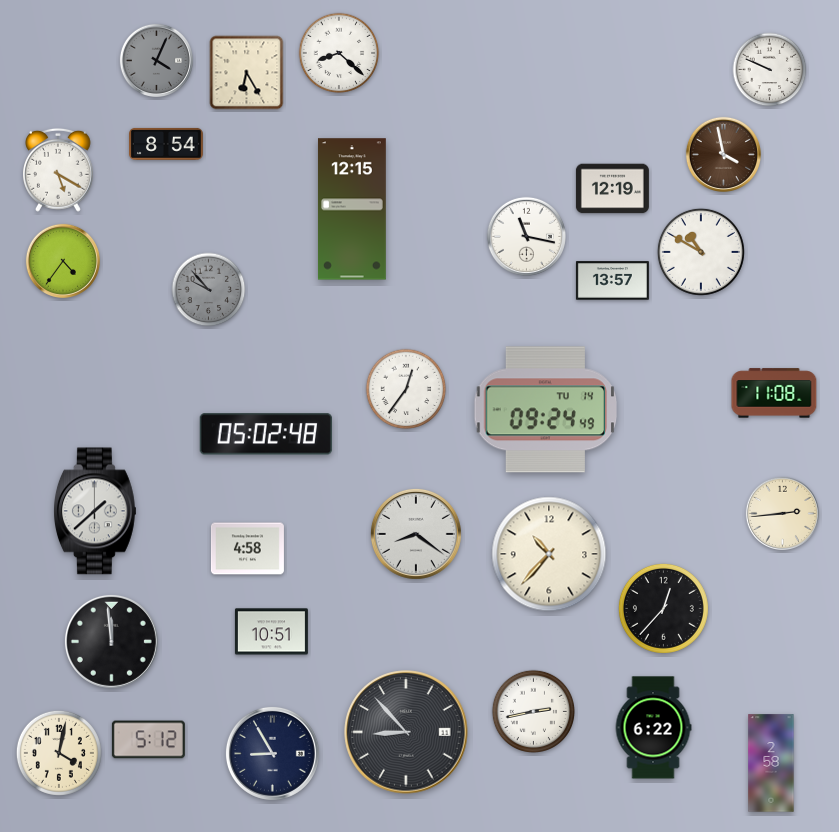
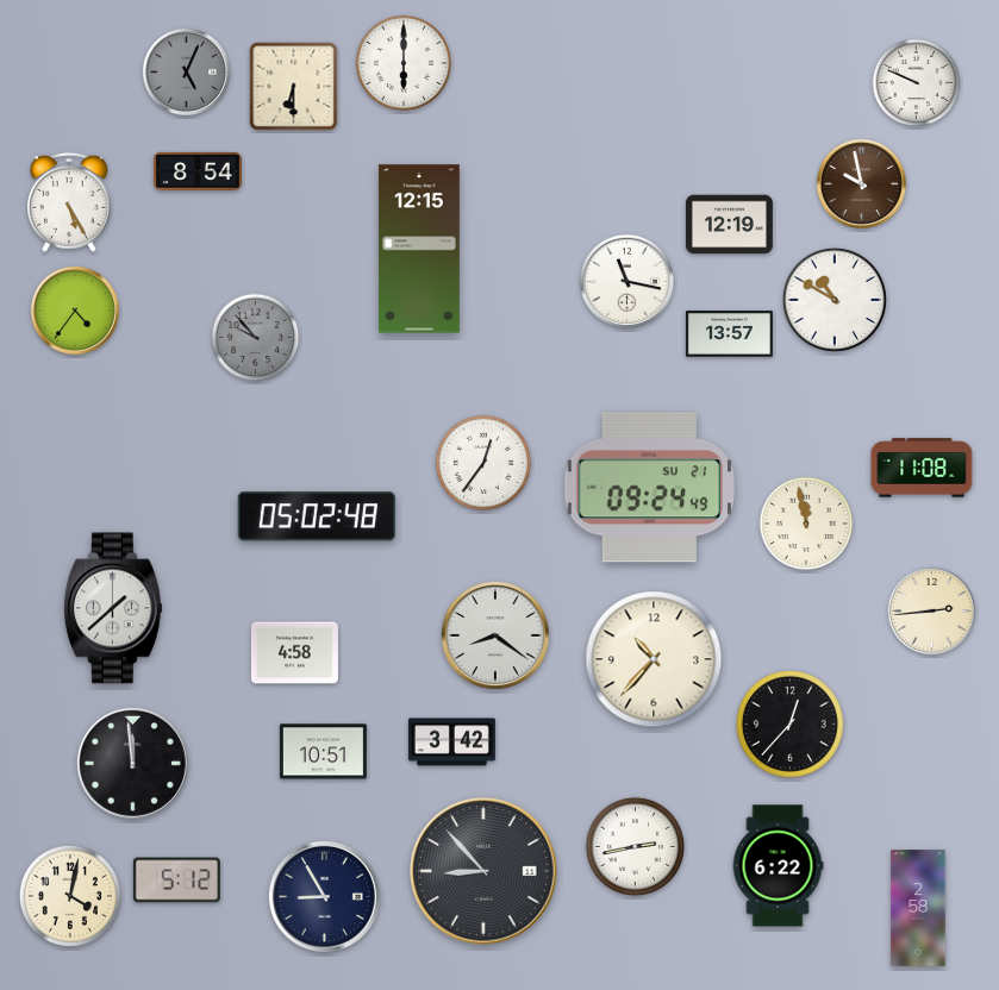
clock at (339, 53): 8:22 -> 6:00
clock at (156, 60): 4:04 -> 5:04
clock at (247, 73): 6:25 -> 6:30
clock at (723, 154): 3:58 -> 9:58
clock at (59, 170): 5:20 -> 5:25
clock at (209, 290) position: (209, 290) -> (256, 338)
clock at (546, 410) date: TU 14 -> SU 21
clock at (806, 524): none -> 11:58
clock at (451, 743): none -> 3:42
